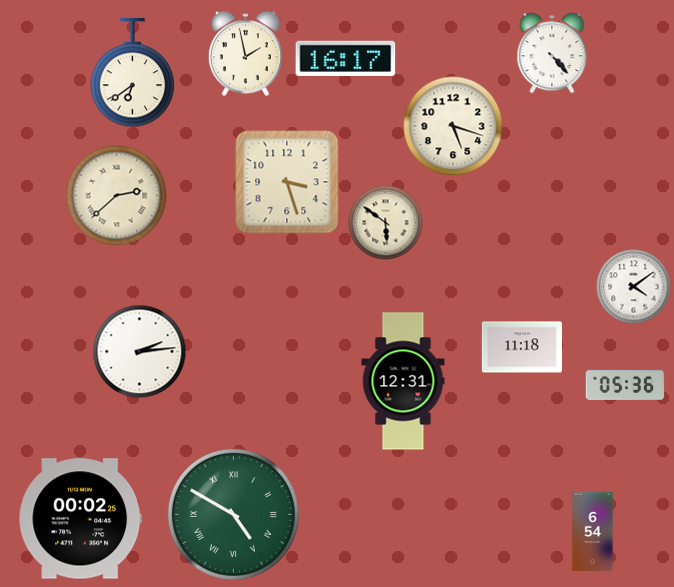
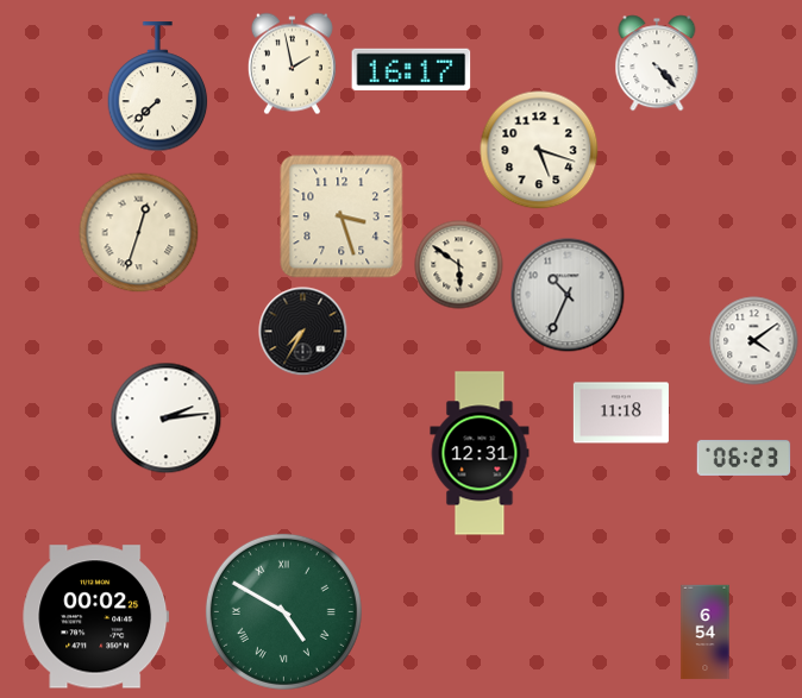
clock at (133, 73): 6:39 -> 7:38
clock at (117, 196): 2:38 -> 12:33
clock at (568, 295): none -> 10:34
clock at (303, 332): none -> 7:35
clock at (625, 385): 05:36 -> 06:23
clock at (233, 514) position: (233, 514) -> (283, 611)
